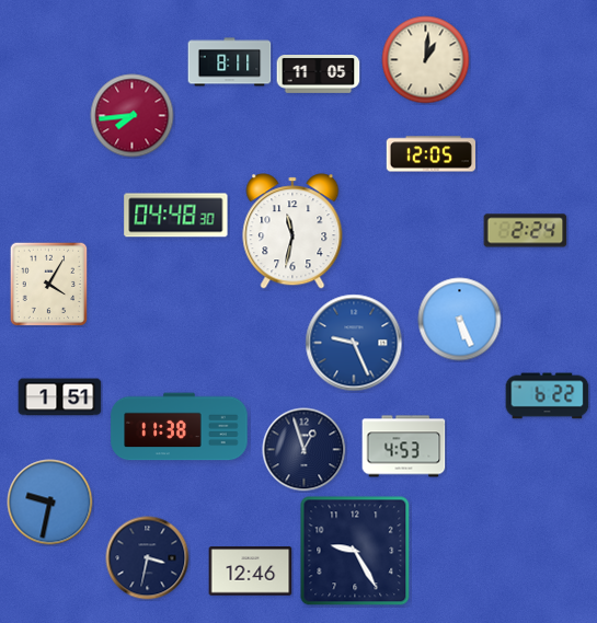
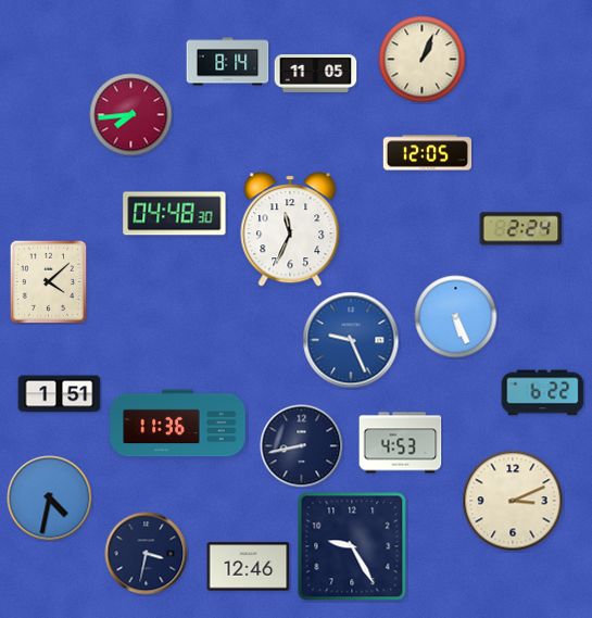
clock at (426, 60): 1:01 -> 1:04
clock at (230, 62): 8:11 -> 8:14
clock at (292, 231): 11:32 -> 11:34
clock at (49, 284): 4:05 -> 4:08
clock at (180, 427): 11:38 -> 11:36
clock at (305, 450): 12:57 -> 8:43
clock at (50, 503): 9:32 -> 4:32
clock at (513, 501): none -> 3:11
